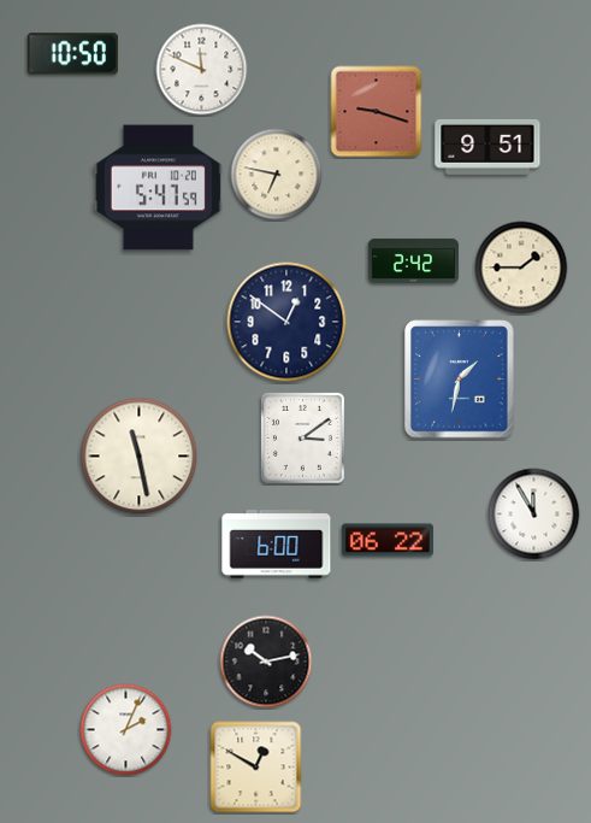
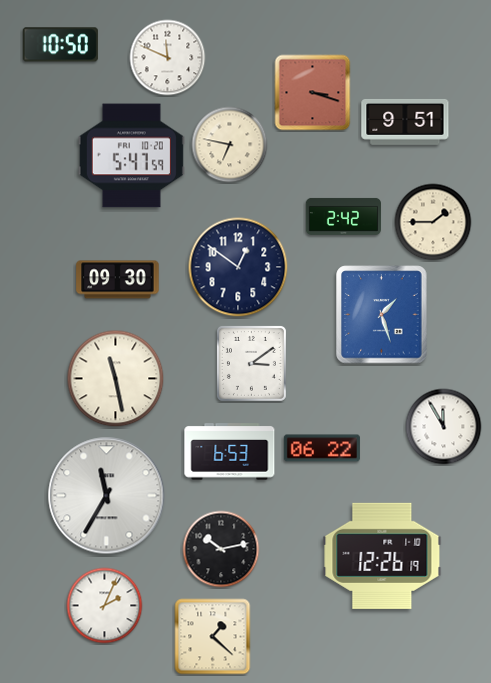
clock at (377, 112): 9:18 -> 3:18
clock at (118, 280): none -> 09:30
clock at (460, 380): 1:32 -> 1:27
clock at (277, 545): 6:00 -> 6:53
clock at (107, 496): none -> 11:35
clock at (382, 556): none -> 12:26
clock at (256, 768): 12:50 -> 1:22
